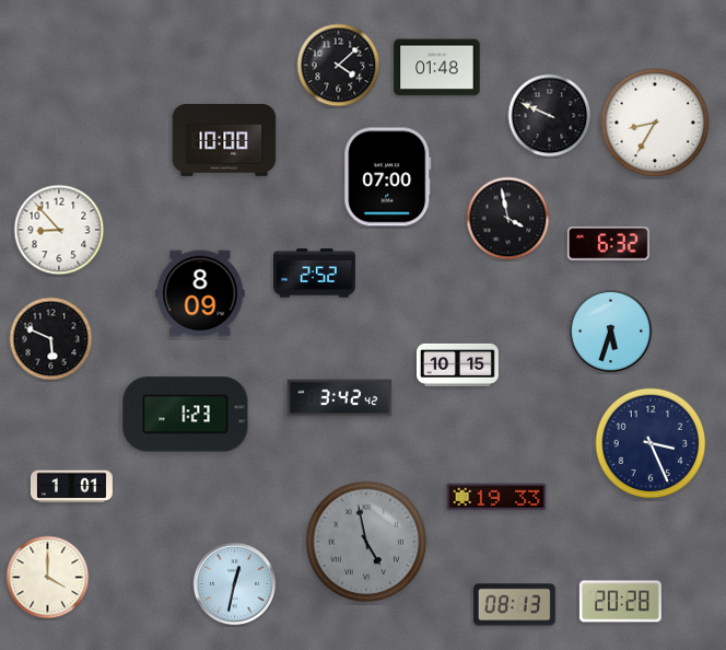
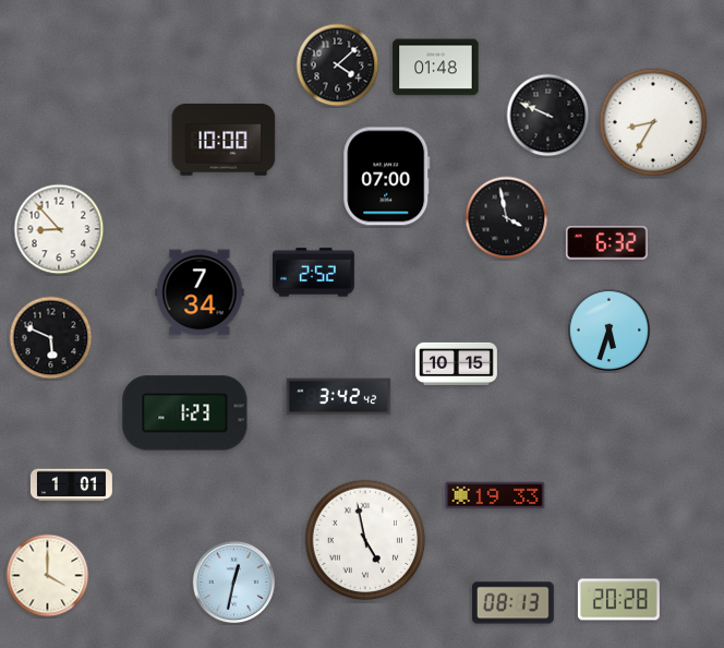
clock at (200, 293): 8:09 -> 7:34
clock at (651, 443): 3:26 -> none
clock at (366, 542) dial: grey -> white
